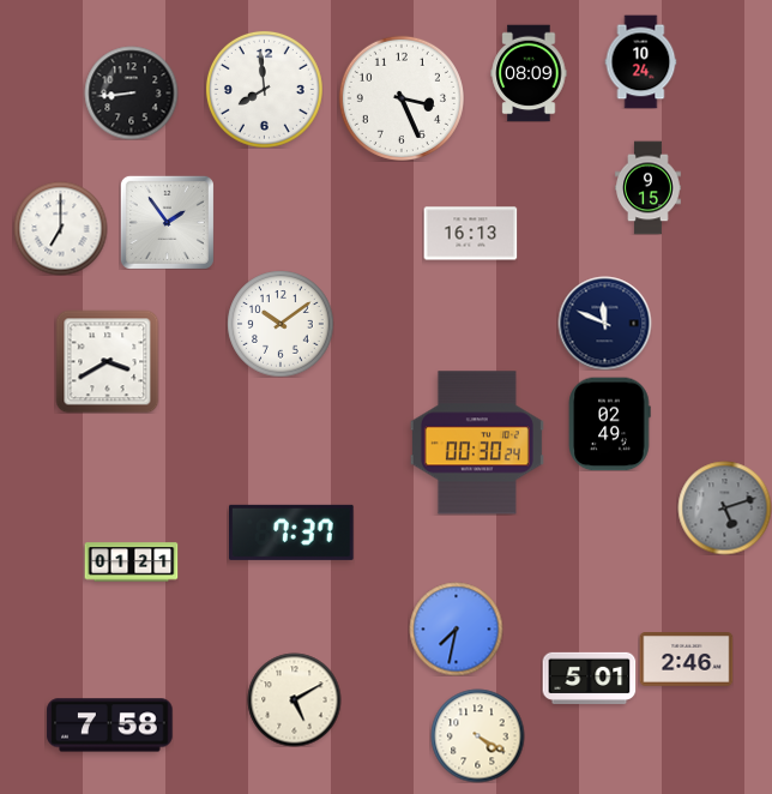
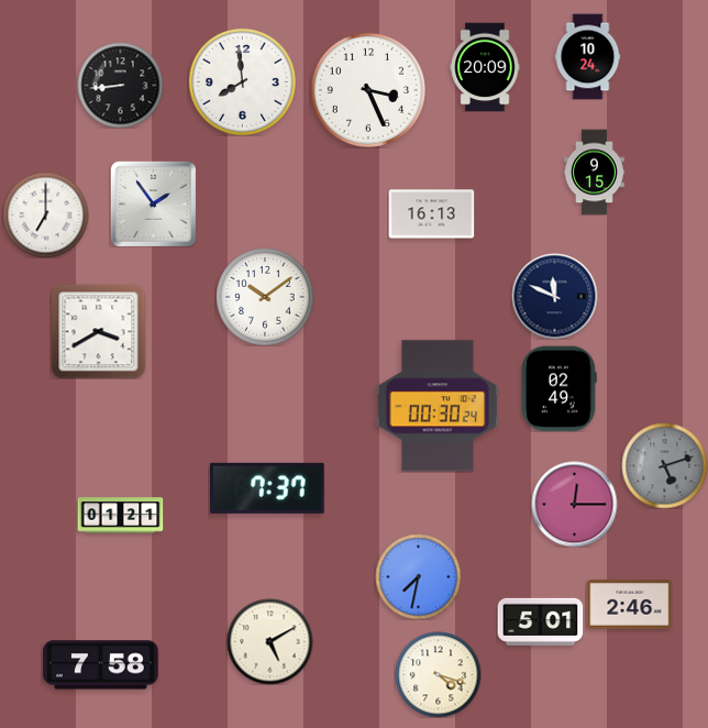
clock at (529, 73): 08:09 -> 20:09
clock at (60, 228) position: (60, 228) -> (45, 214)
clock at (281, 324) position: (281, 324) -> (265, 297)
clock at (574, 504): none -> 12:15
clock at (477, 735): 4:20 -> 4:18
